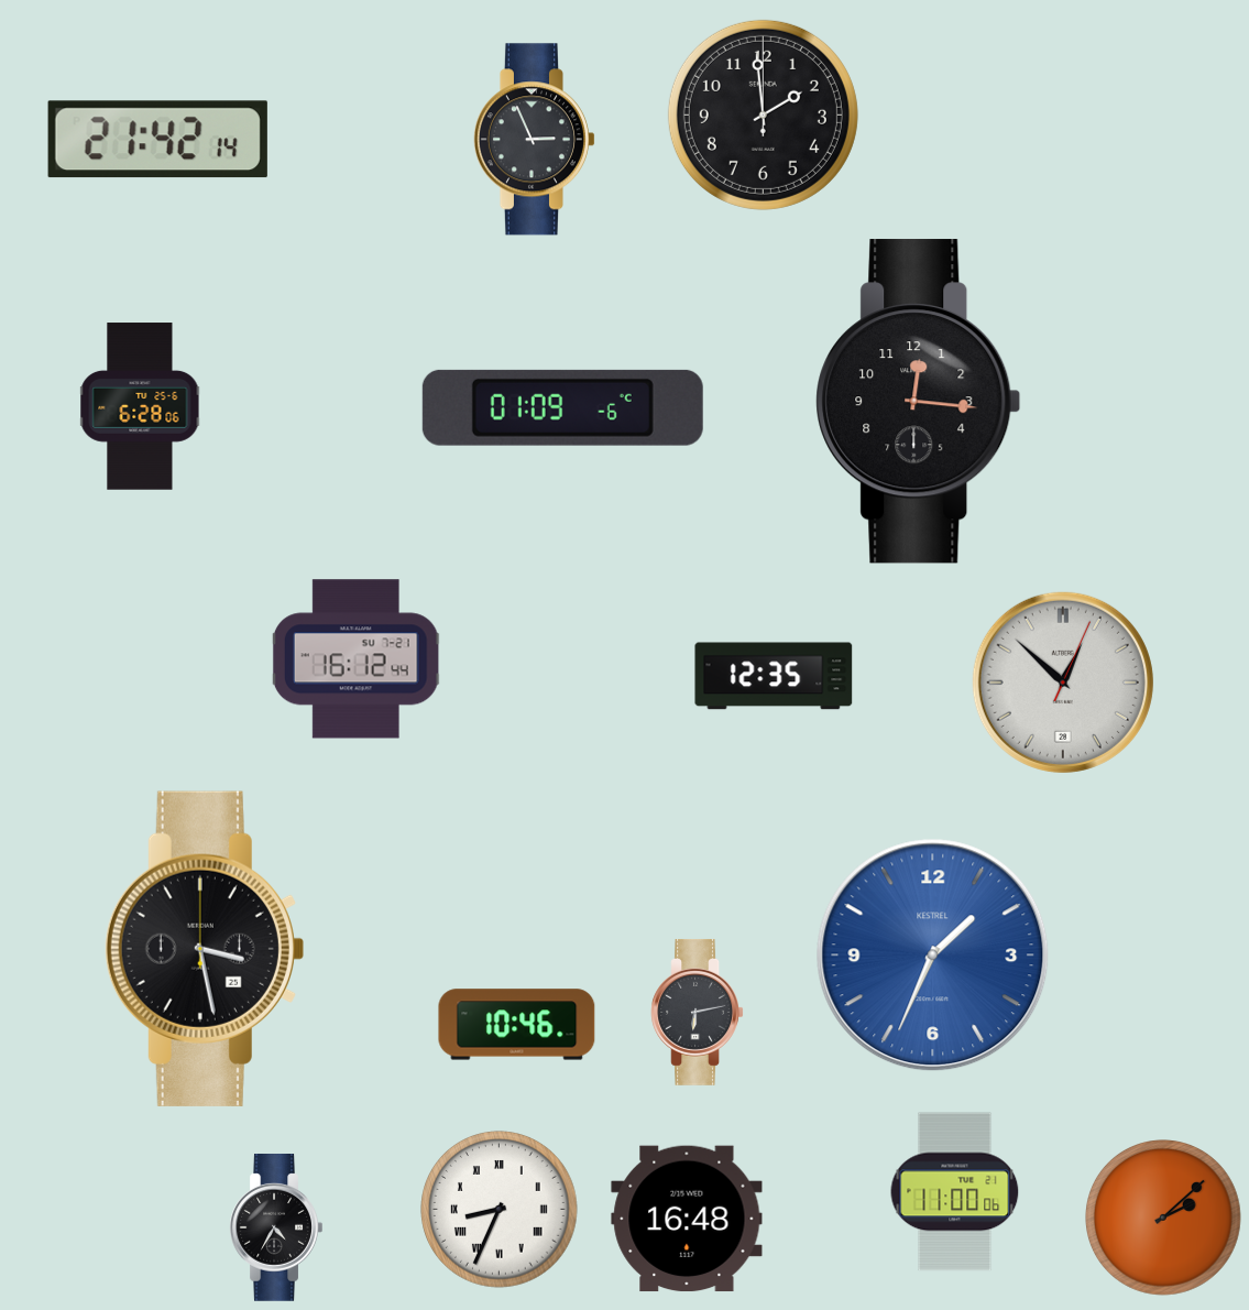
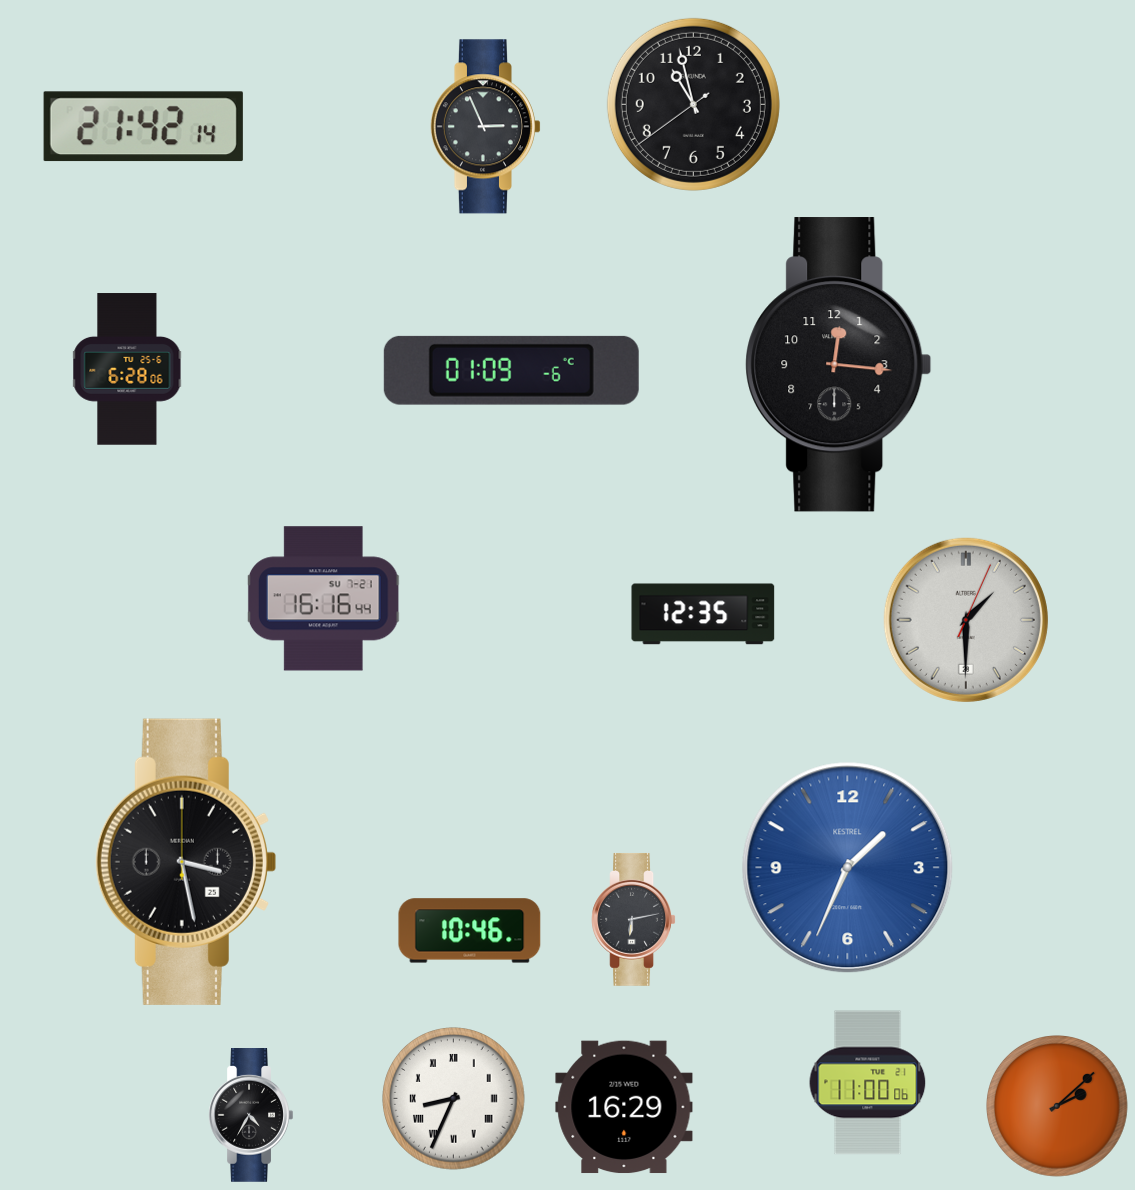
clock at (763, 114): 1:59 -> 10:57
clock at (919, 402) position: (919, 402) -> (839, 365)
clock at (357, 659): 16:12 -> 16:16
clock at (1063, 683): 12:52 -> 1:30
clock at (687, 1219): 16:48 -> 16:29
